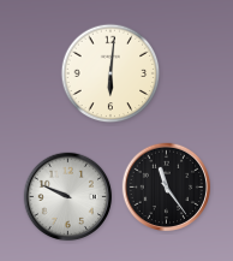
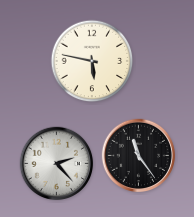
clock at (110, 73): 6:01 -> 5:47
clock at (68, 197): 9:49 -> 2:23
